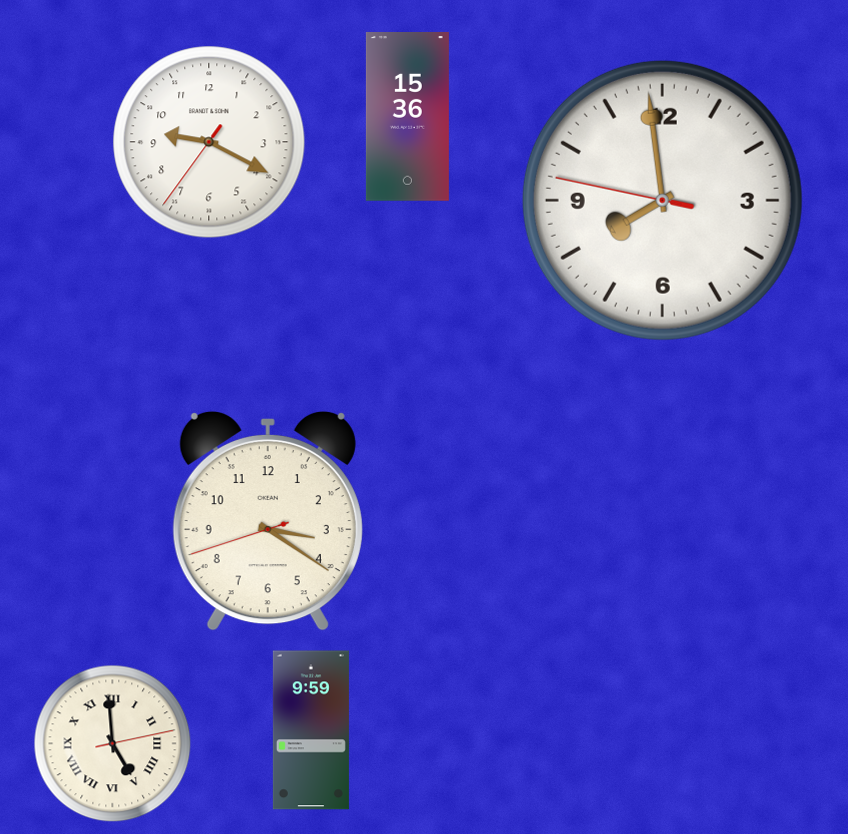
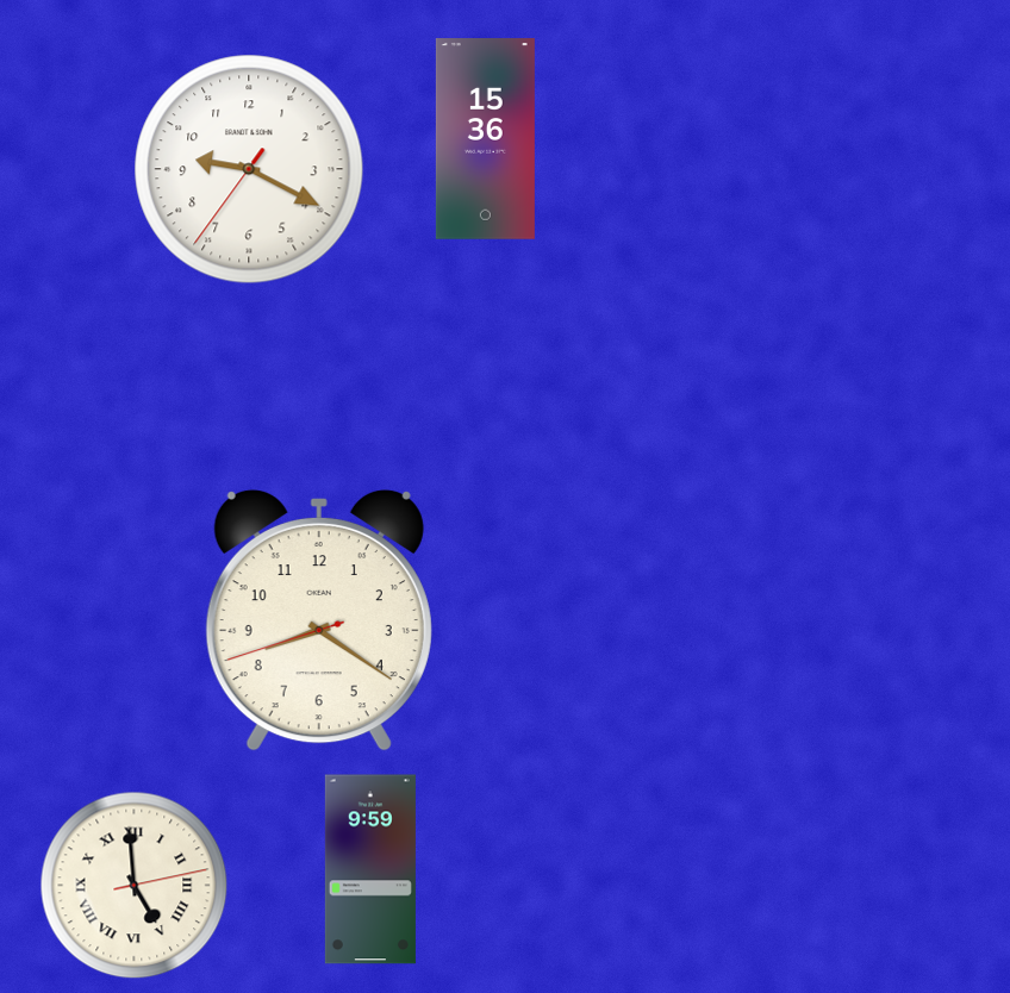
clock at (662, 200): 7:58 -> none
clock at (268, 521): 3:20 -> 8:20
